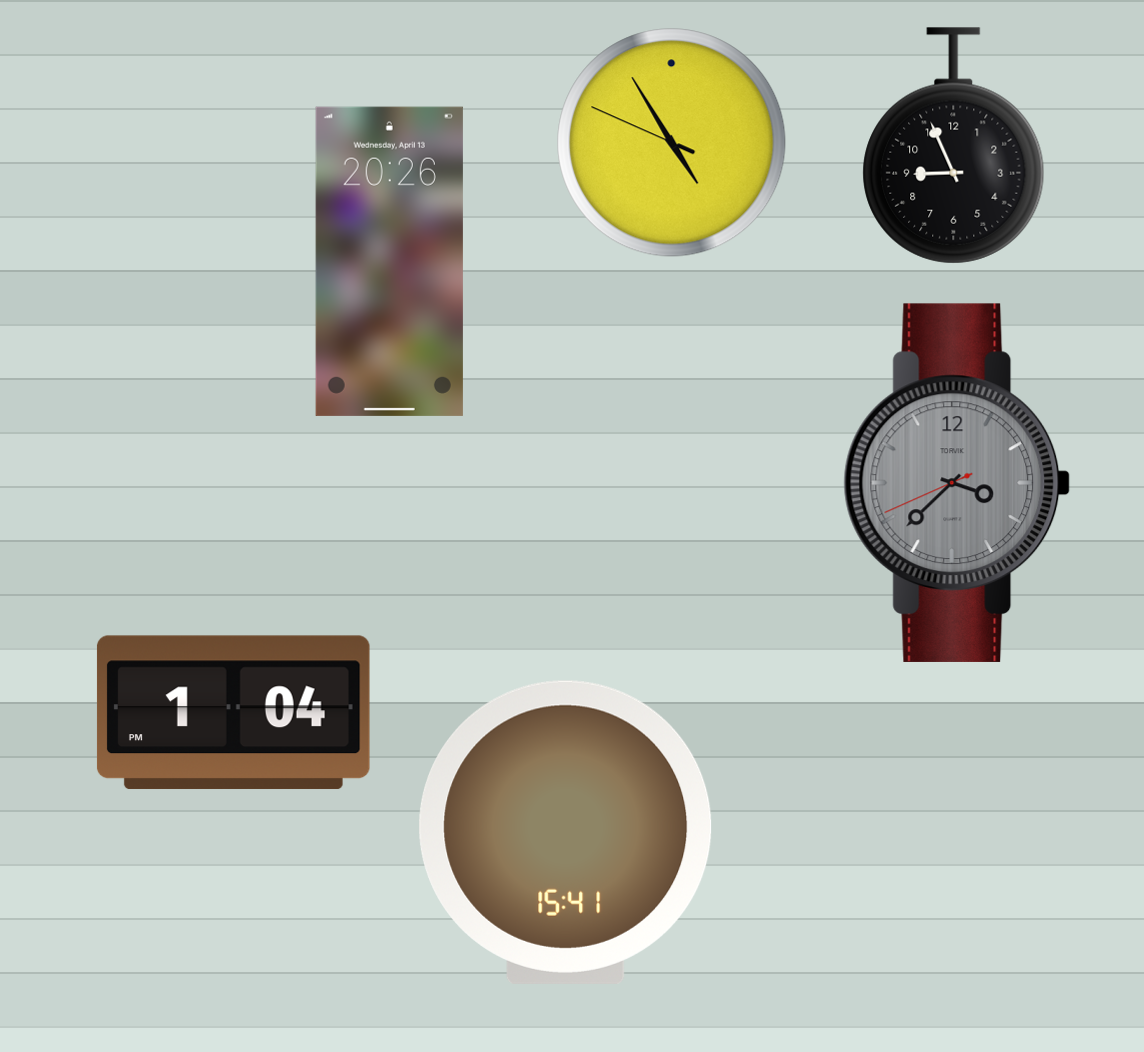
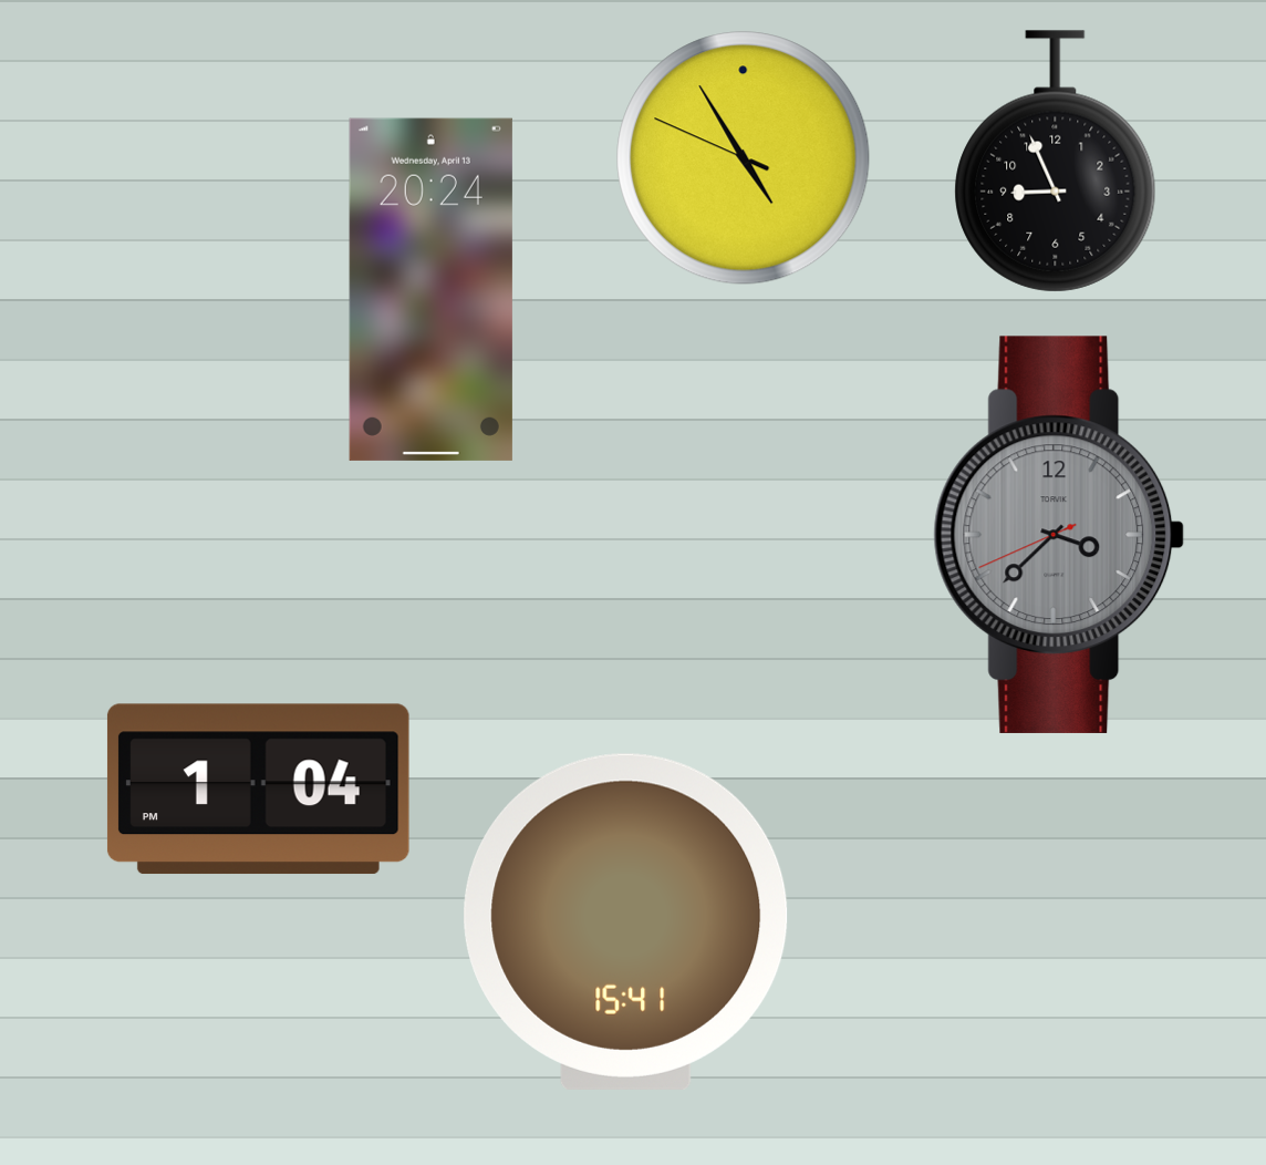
clock at (389, 261): 20:26 -> 20:24
